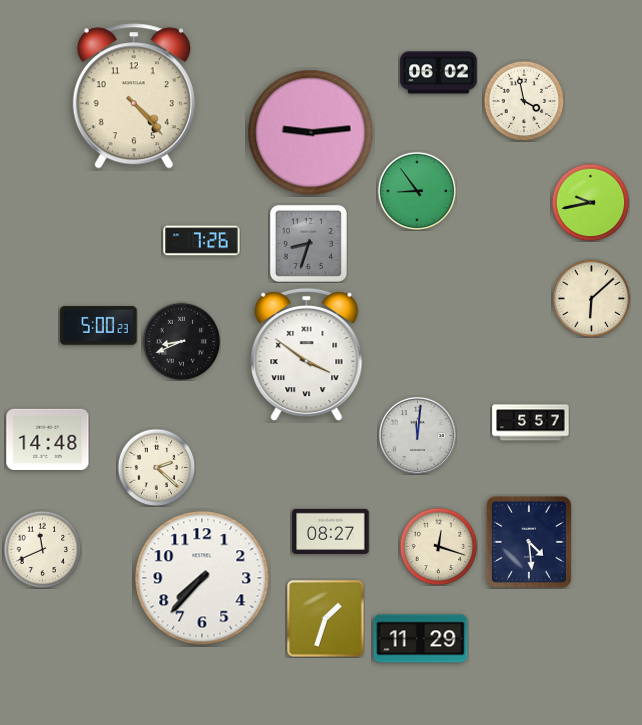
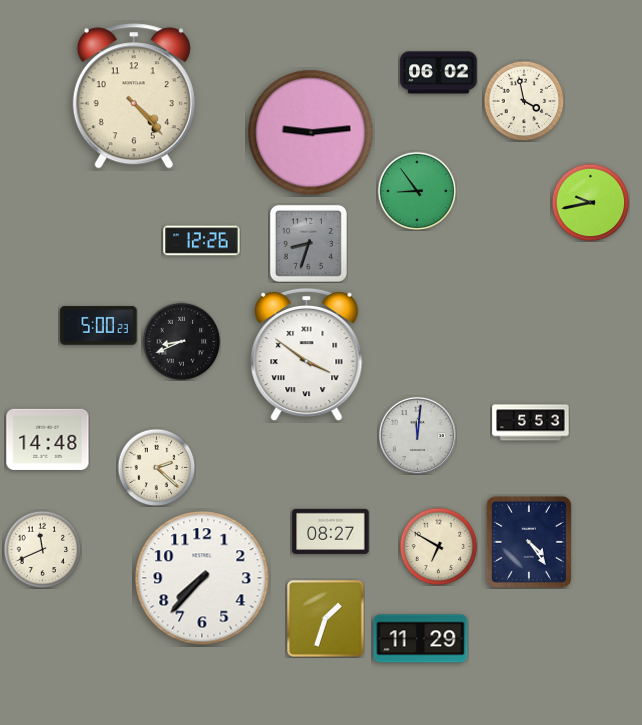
clock at (202, 241): 7:26 -> 12:26
clock at (591, 298): 6:08 -> none
clock at (531, 423): 5:57 -> 5:53
clock at (529, 542): 4:29 -> 4:24
clock at (438, 546): 12:18 -> 6:50
